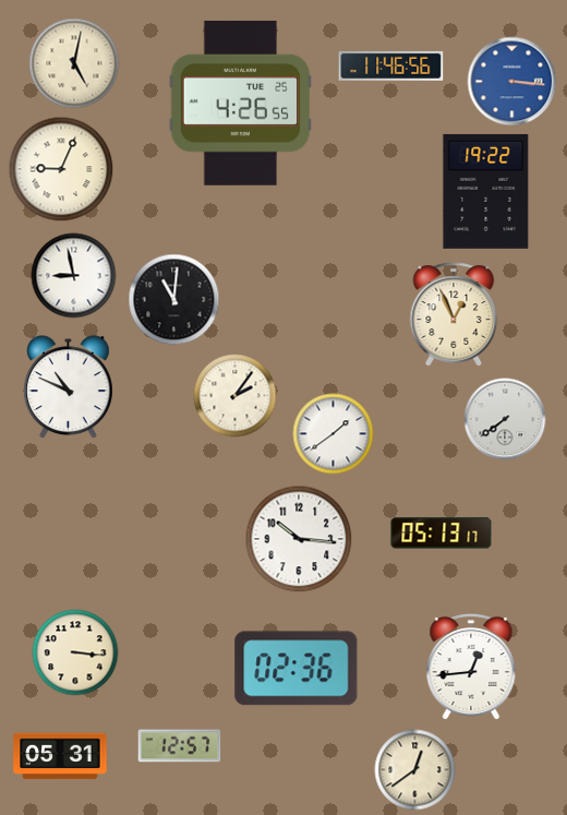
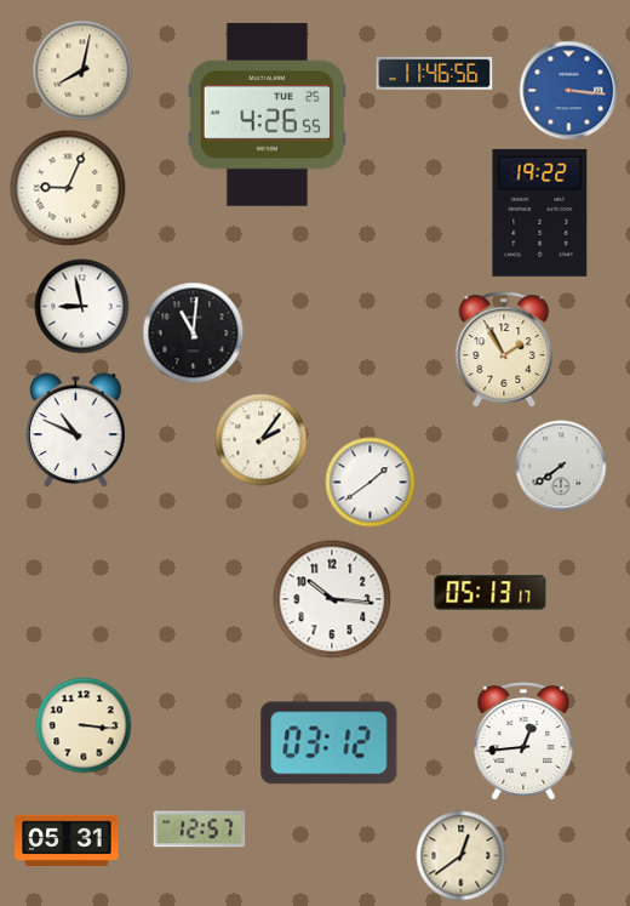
clock at (74, 63): 5:02 -> 8:02
clock at (454, 314): 12:56 -> 1:55
clock at (297, 669): 02:36 -> 03:12
